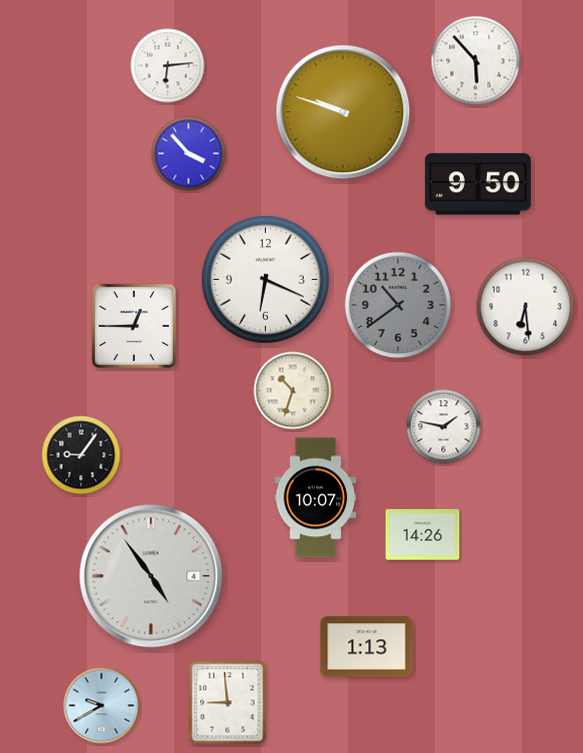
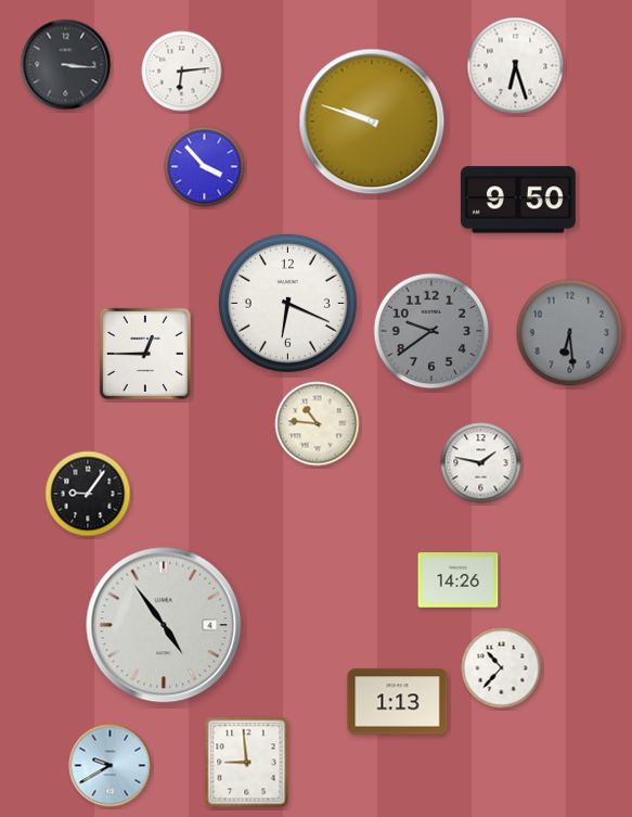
clock at (66, 65): none -> 3:16
clock at (476, 61): 5:53 -> 6:27
clock at (398, 305): 10:39 -> 9:39
clock at (526, 307) dial: white -> grey
clock at (293, 391): 10:33 -> 10:46
clock at (316, 498): 10:07 -> none
clock at (502, 668): none -> 10:37
